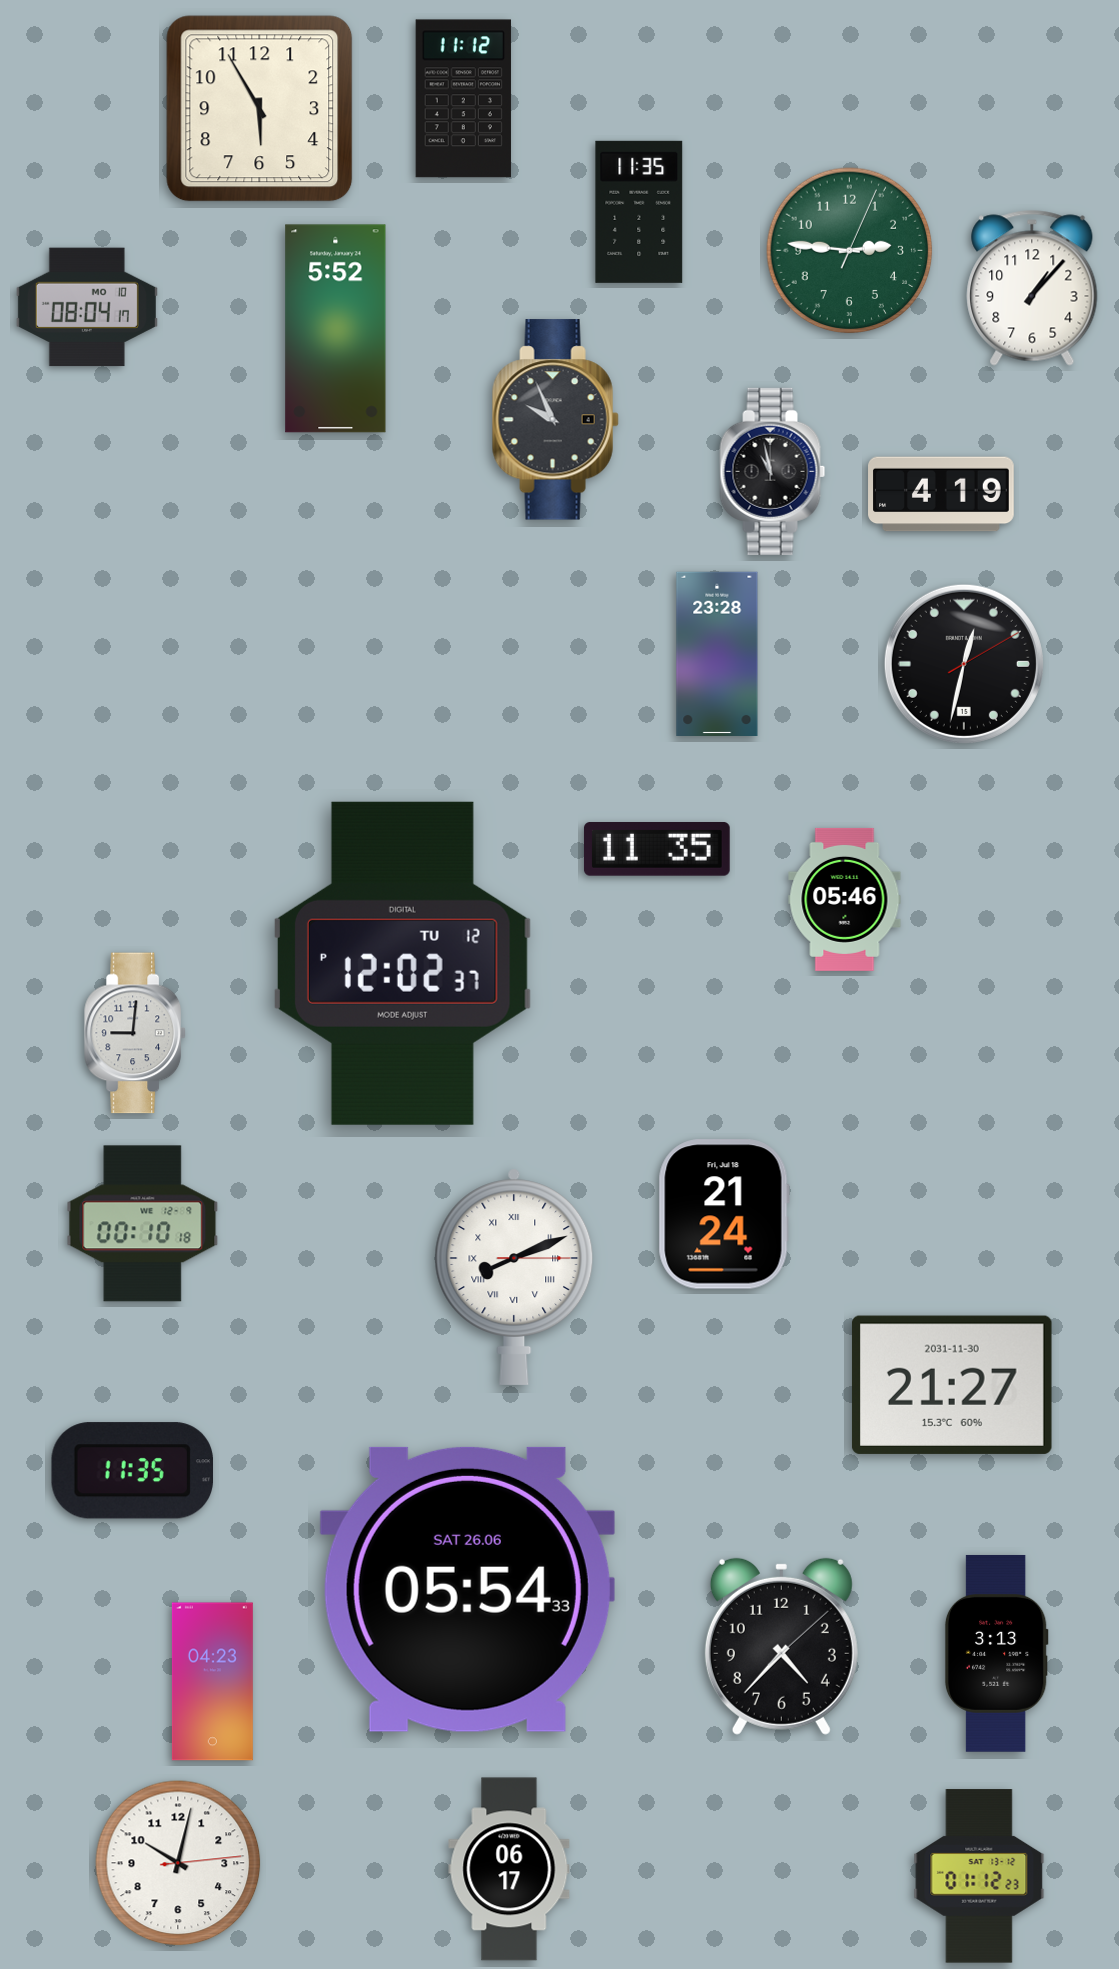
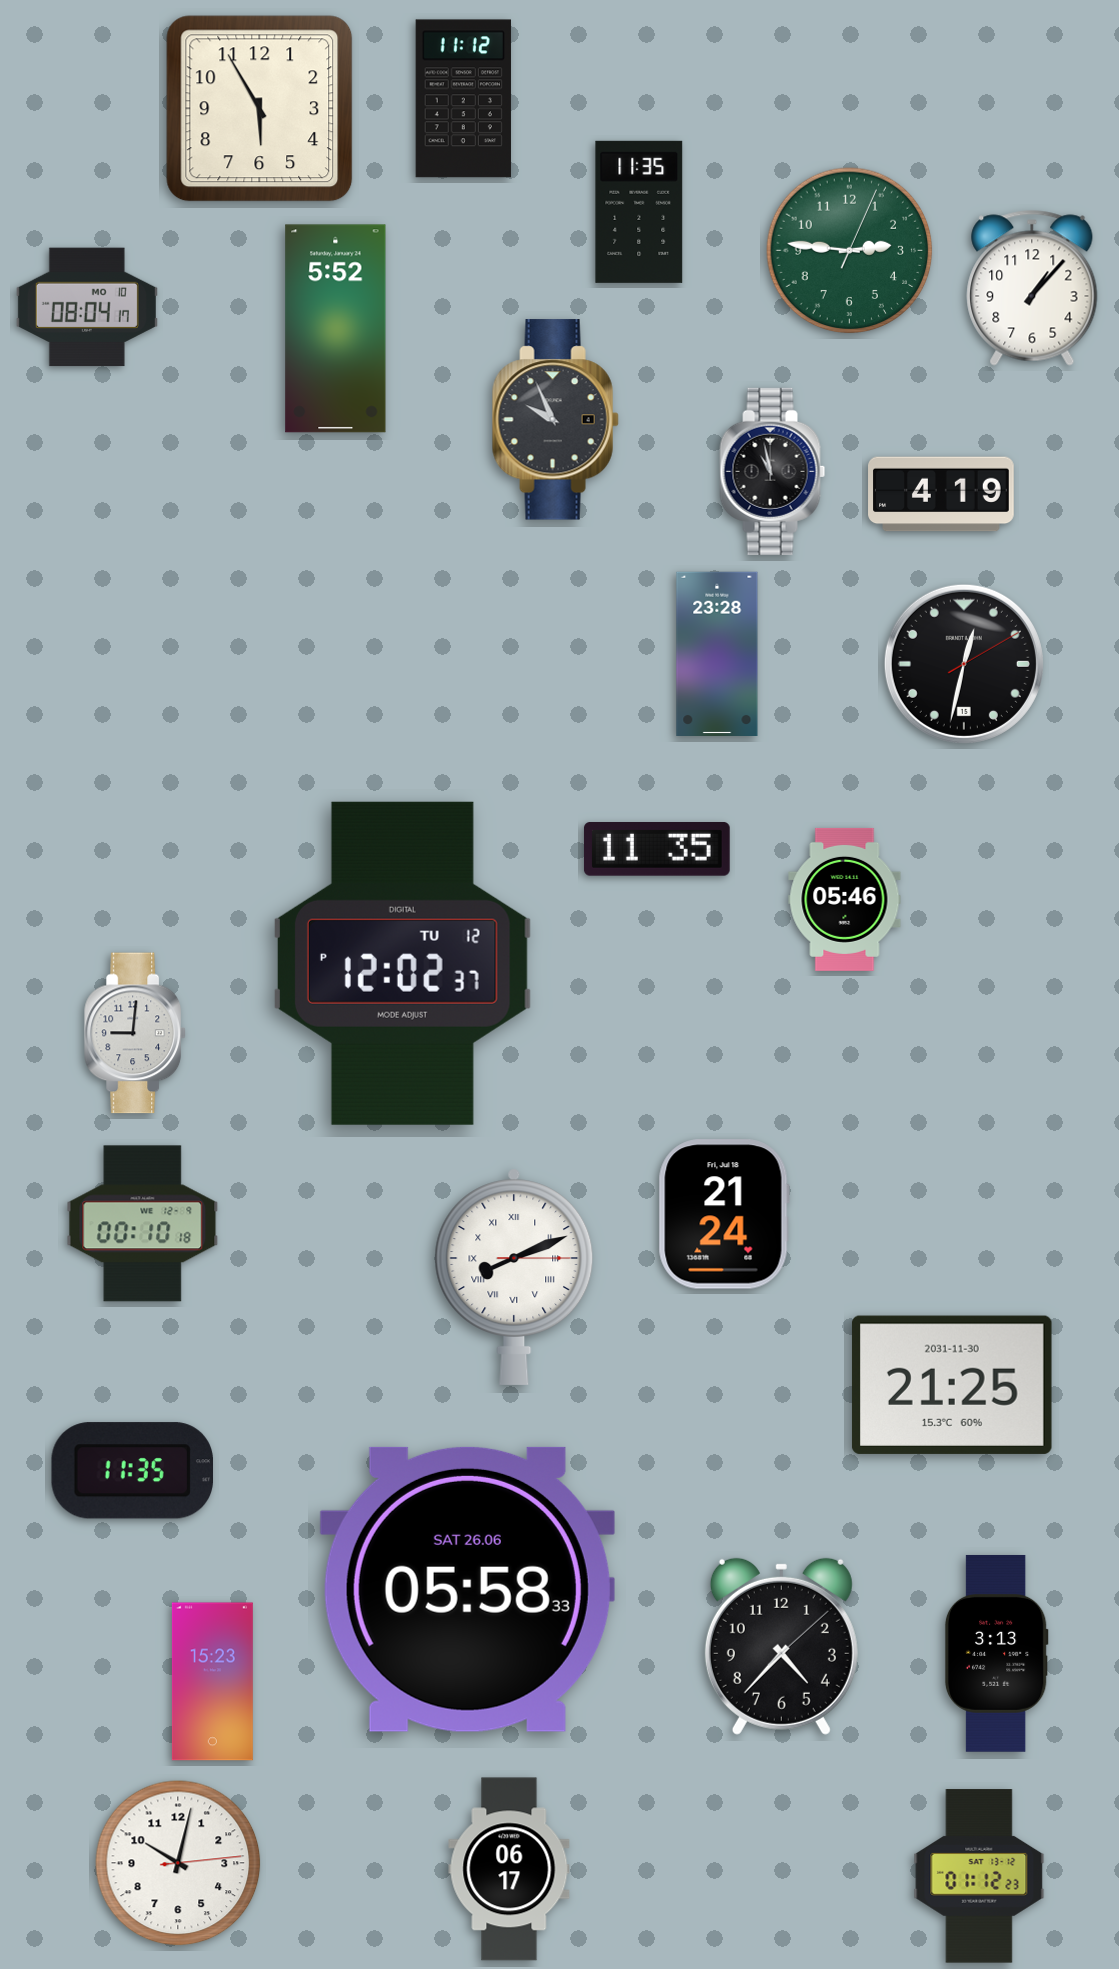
clock at (952, 1385): 21:27 -> 21:25
clock at (467, 1589): 05:54 -> 05:58
clock at (212, 1682): 04:23 -> 15:23
